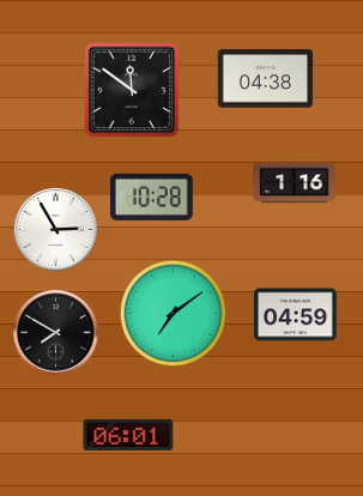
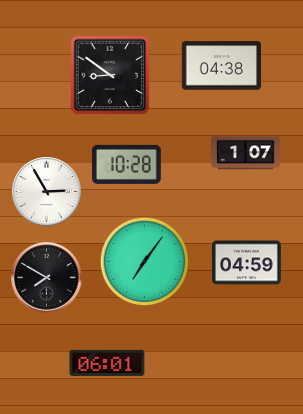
clock at (132, 90): 11:51 -> 8:51
clock at (295, 183): 1:16 -> 1:07
clock at (174, 314): 7:09 -> 7:06
